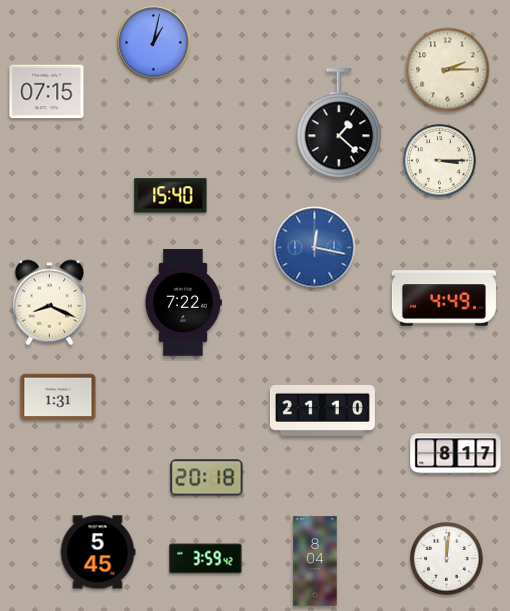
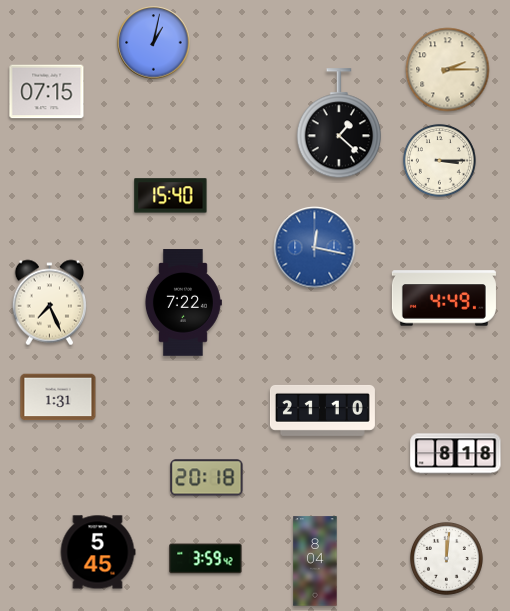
clock at (50, 303): 8:19 -> 7:26
clock at (456, 454): 8:17 -> 8:18
